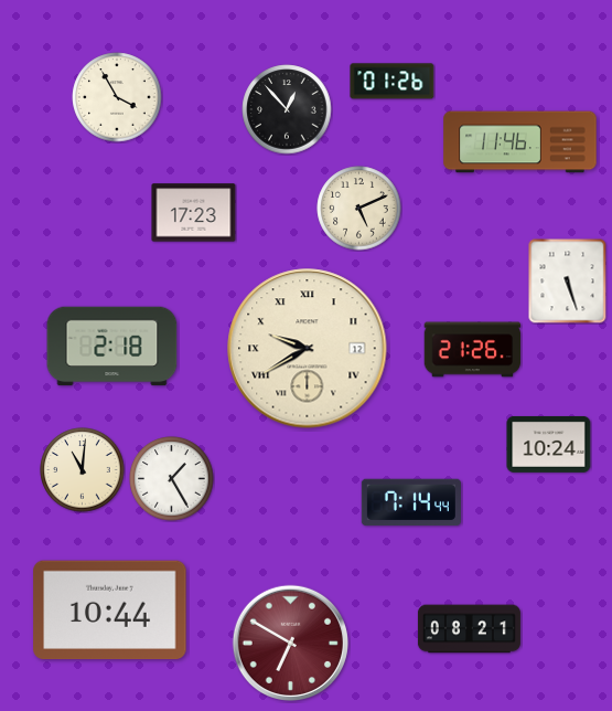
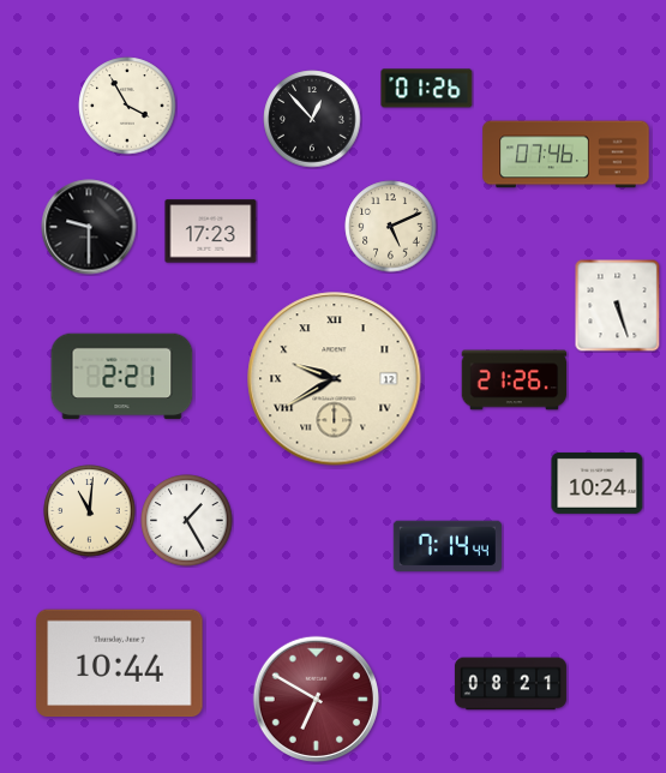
clock at (520, 142): 11:46 -> 07:46
clock at (89, 227): none -> 9:30
clock at (112, 347): 2:18 -> 2:21
